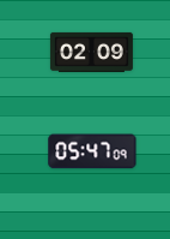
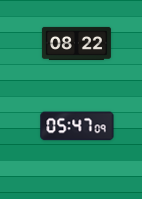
clock at (91, 52): 02:09 -> 08:22
